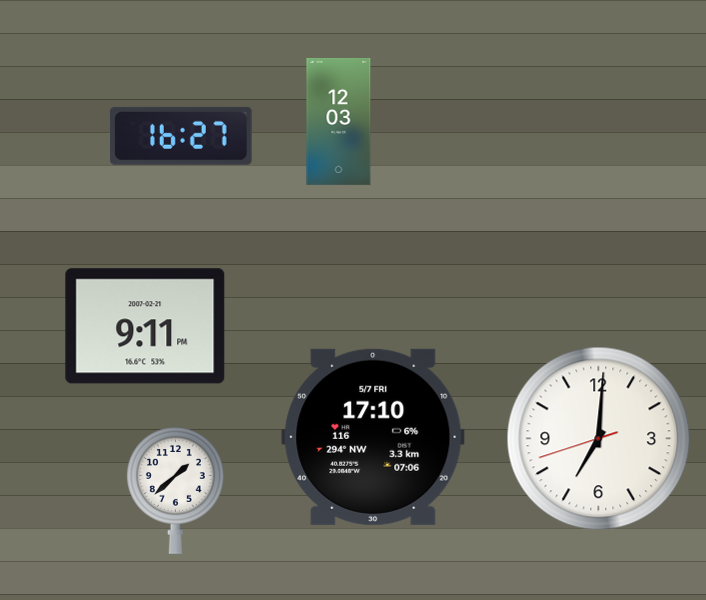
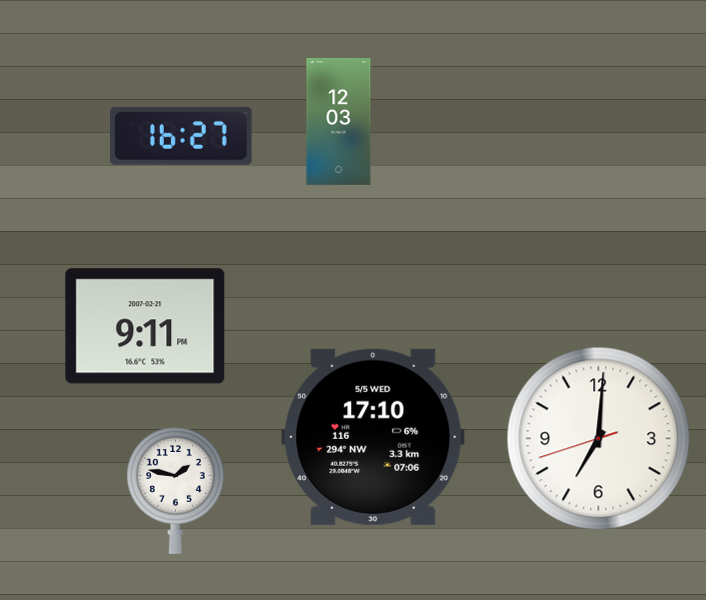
clock at (373, 437) date: 5/7 FRI -> 5/5 WED
clock at (175, 490): 1:38 -> 1:47
